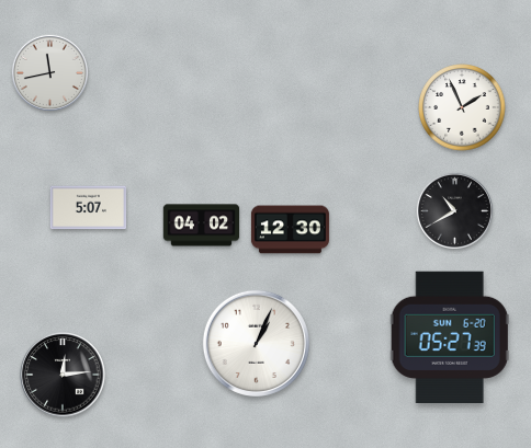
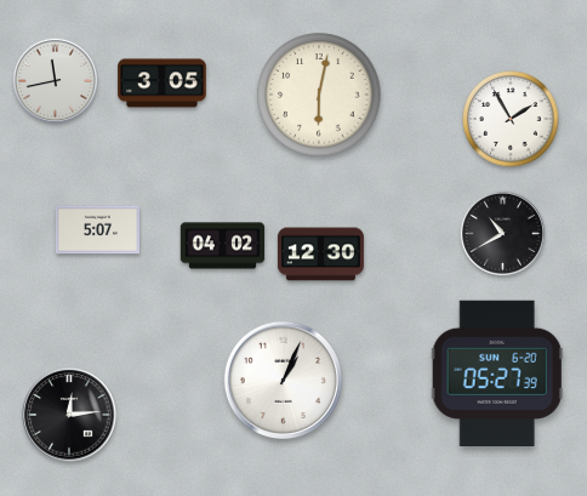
clock at (163, 84): none -> 3:05
clock at (319, 95): none -> 6:02
clock at (462, 107): 1:56 -> 1:55
clock at (202, 226) position: (202, 226) -> (223, 246)
